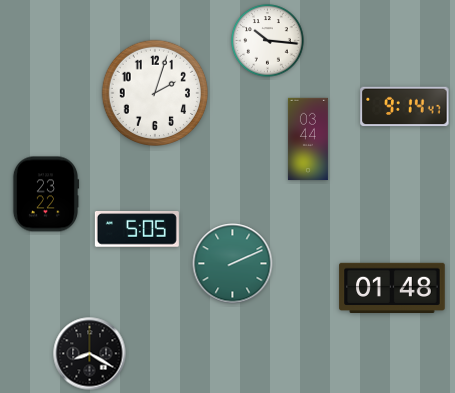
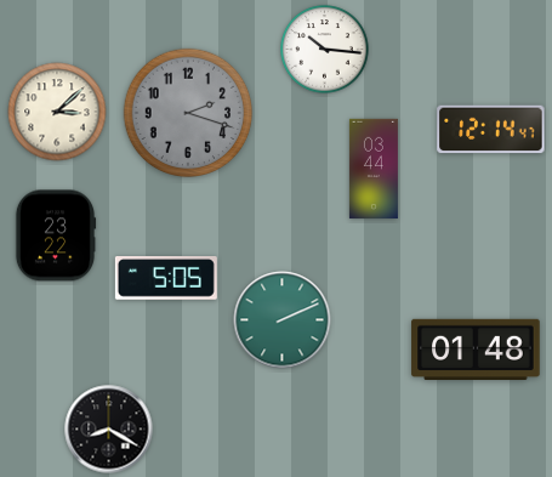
clock at (57, 112): none -> 3:08
clock at (154, 92): 2:03 -> 2:18
clock at (154, 92) dial: white -> grey
clock at (405, 107): 9:14 -> 12:14
